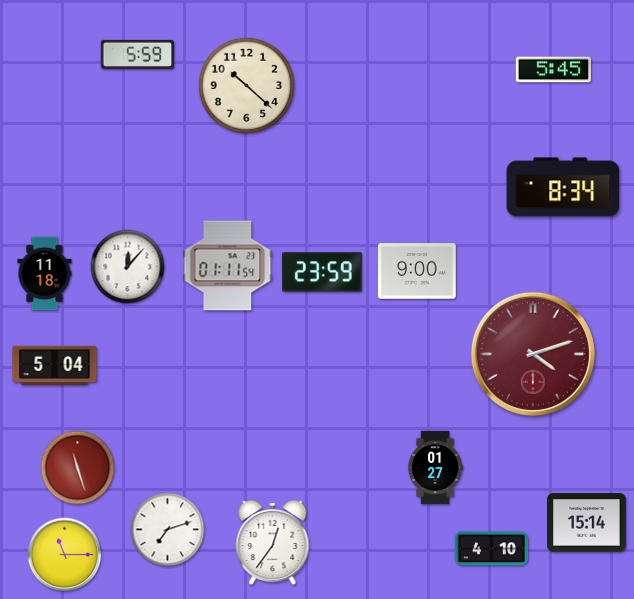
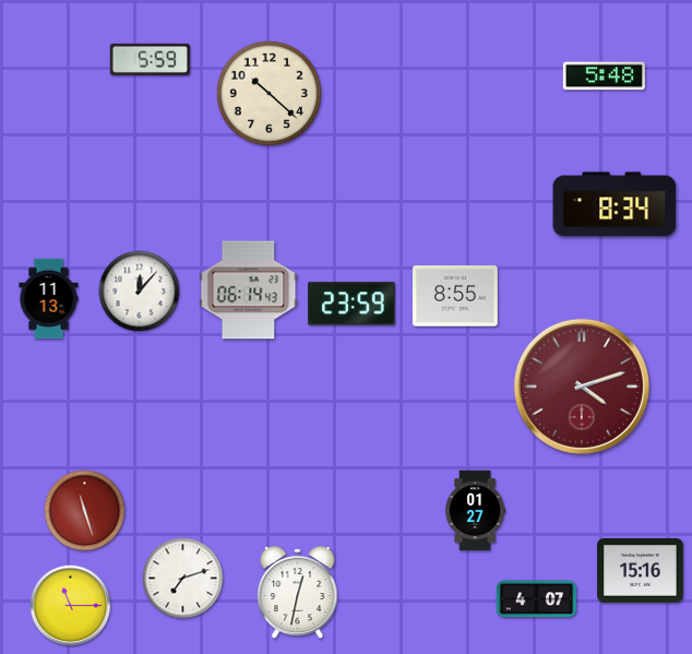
clock at (553, 70): 5:45 -> 5:48
clock at (228, 266): 01:11 -> 06:14
clock at (418, 271): 9:00 -> 8:55
clock at (322, 272) position: (322, 272) -> (351, 304)
clock at (45, 274): 11:18 -> 11:13
clock at (55, 366): 5:04 -> none
clock at (587, 523): 15:14 -> 15:16
clock at (273, 543): 12:36 -> 12:32
clock at (492, 549): 4:10 -> 4:07
